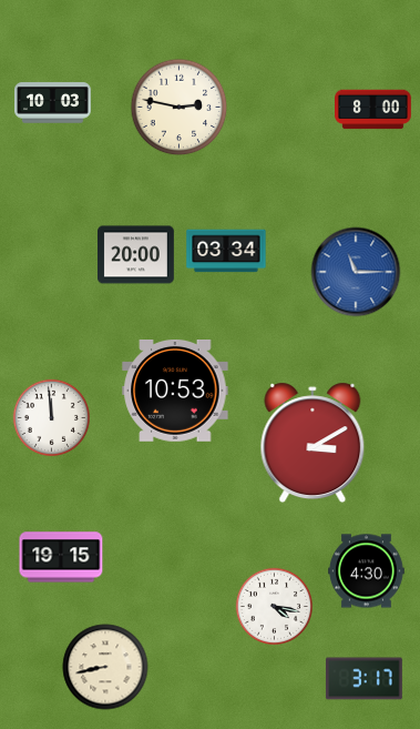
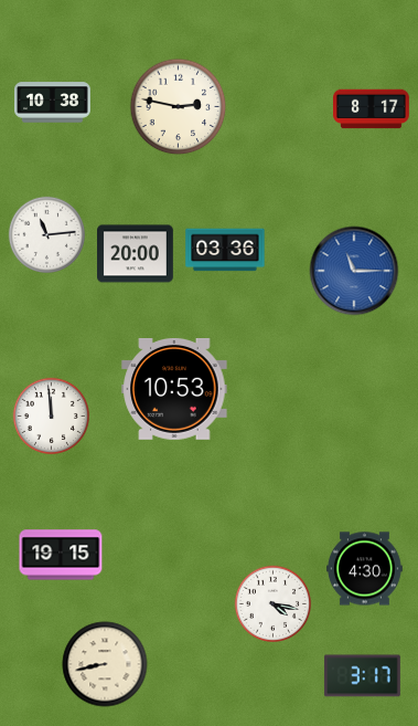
clock at (53, 103): 10:03 -> 10:38
clock at (373, 110): 8:00 -> 8:17
clock at (46, 234): none -> 11:14
clock at (226, 251): 03:34 -> 03:36
clock at (313, 443): 3:10 -> none
